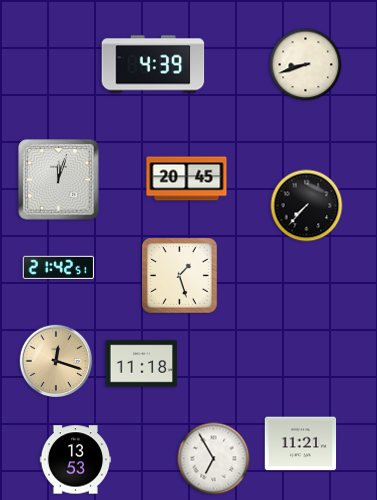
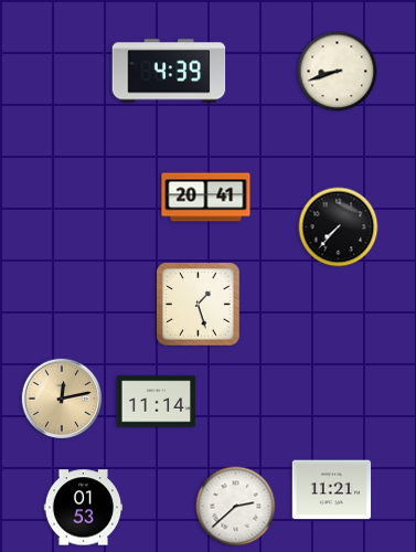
clock at (187, 179): 20:45 -> 20:41
clock at (59, 180): 12:03 -> none
clock at (58, 267): 21:42 -> none
clock at (56, 361): 12:18 -> 12:13
clock at (142, 364): 11:18 -> 11:14
clock at (214, 459): 6:55 -> 2:38
clock at (76, 460): 13:53 -> 01:53
